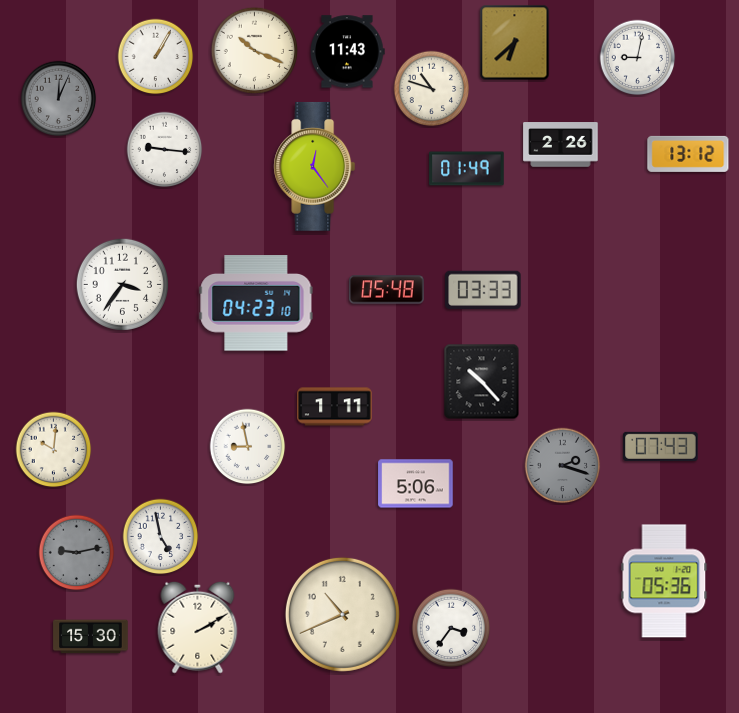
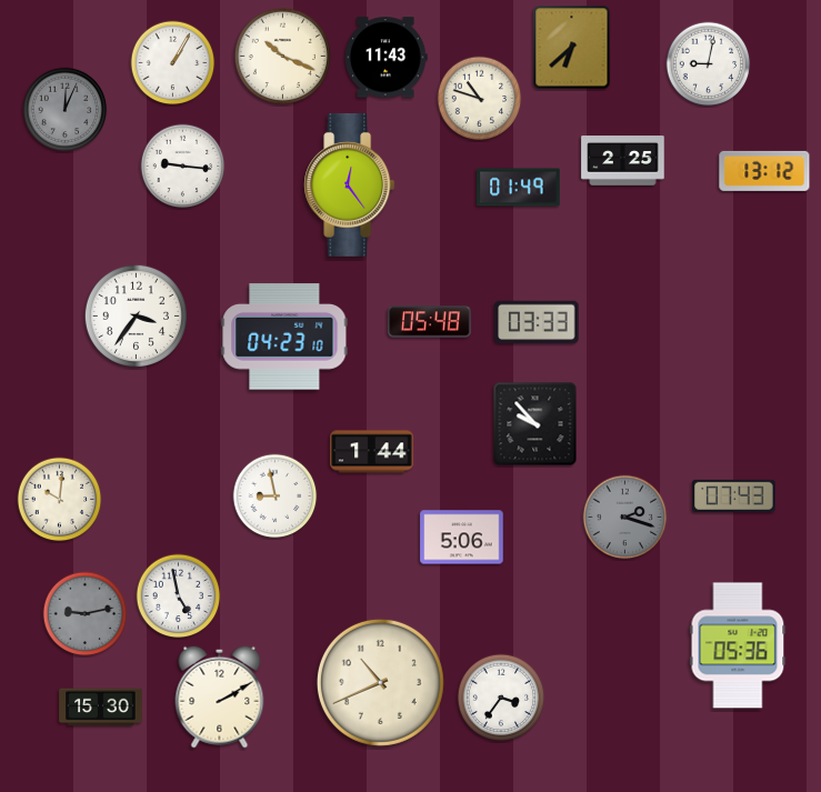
clock at (561, 145): 2:26 -> 2:25
clock at (482, 382): 10:23 -> 9:53
clock at (335, 407): 1:11 -> 1:44
